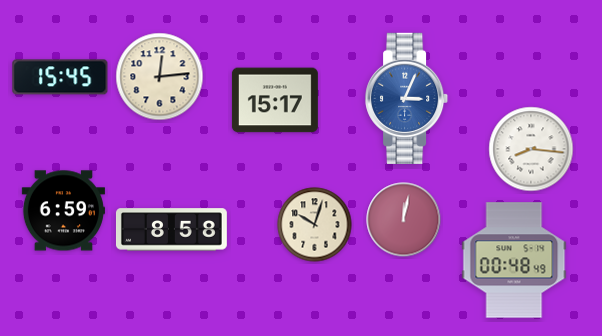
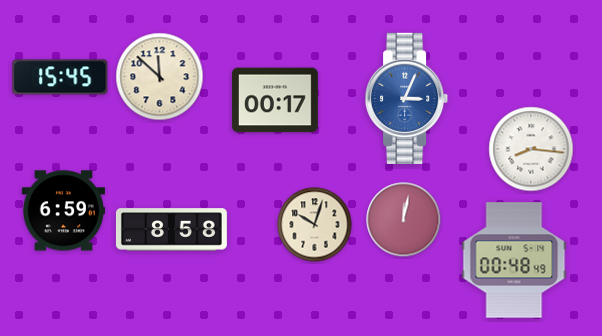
clock at (160, 77): 12:14 -> 11:52
clock at (275, 100): 15:17 -> 00:17
